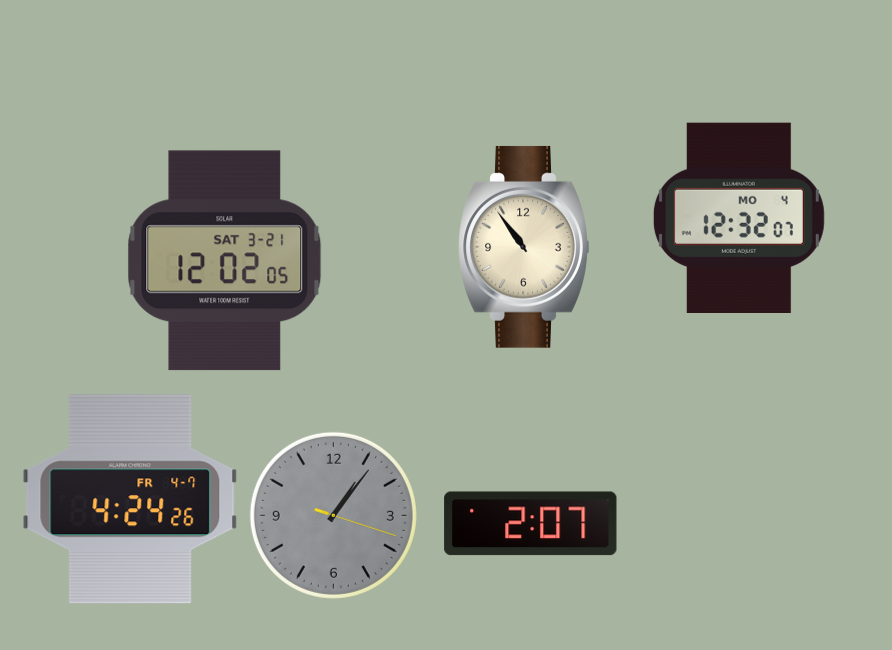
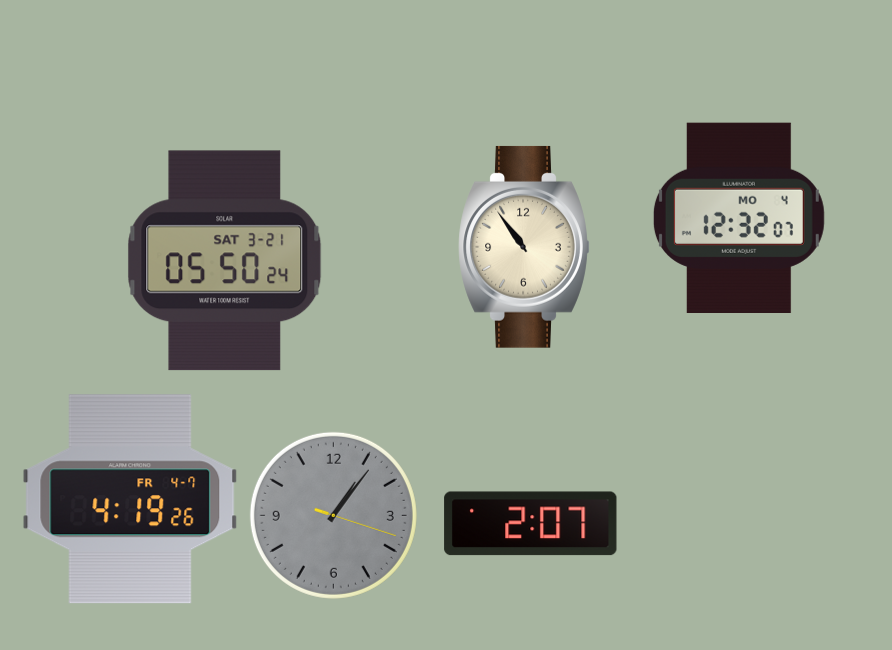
clock at (225, 261): 12:02 -> 05:50
clock at (130, 499): 4:24 -> 4:19
